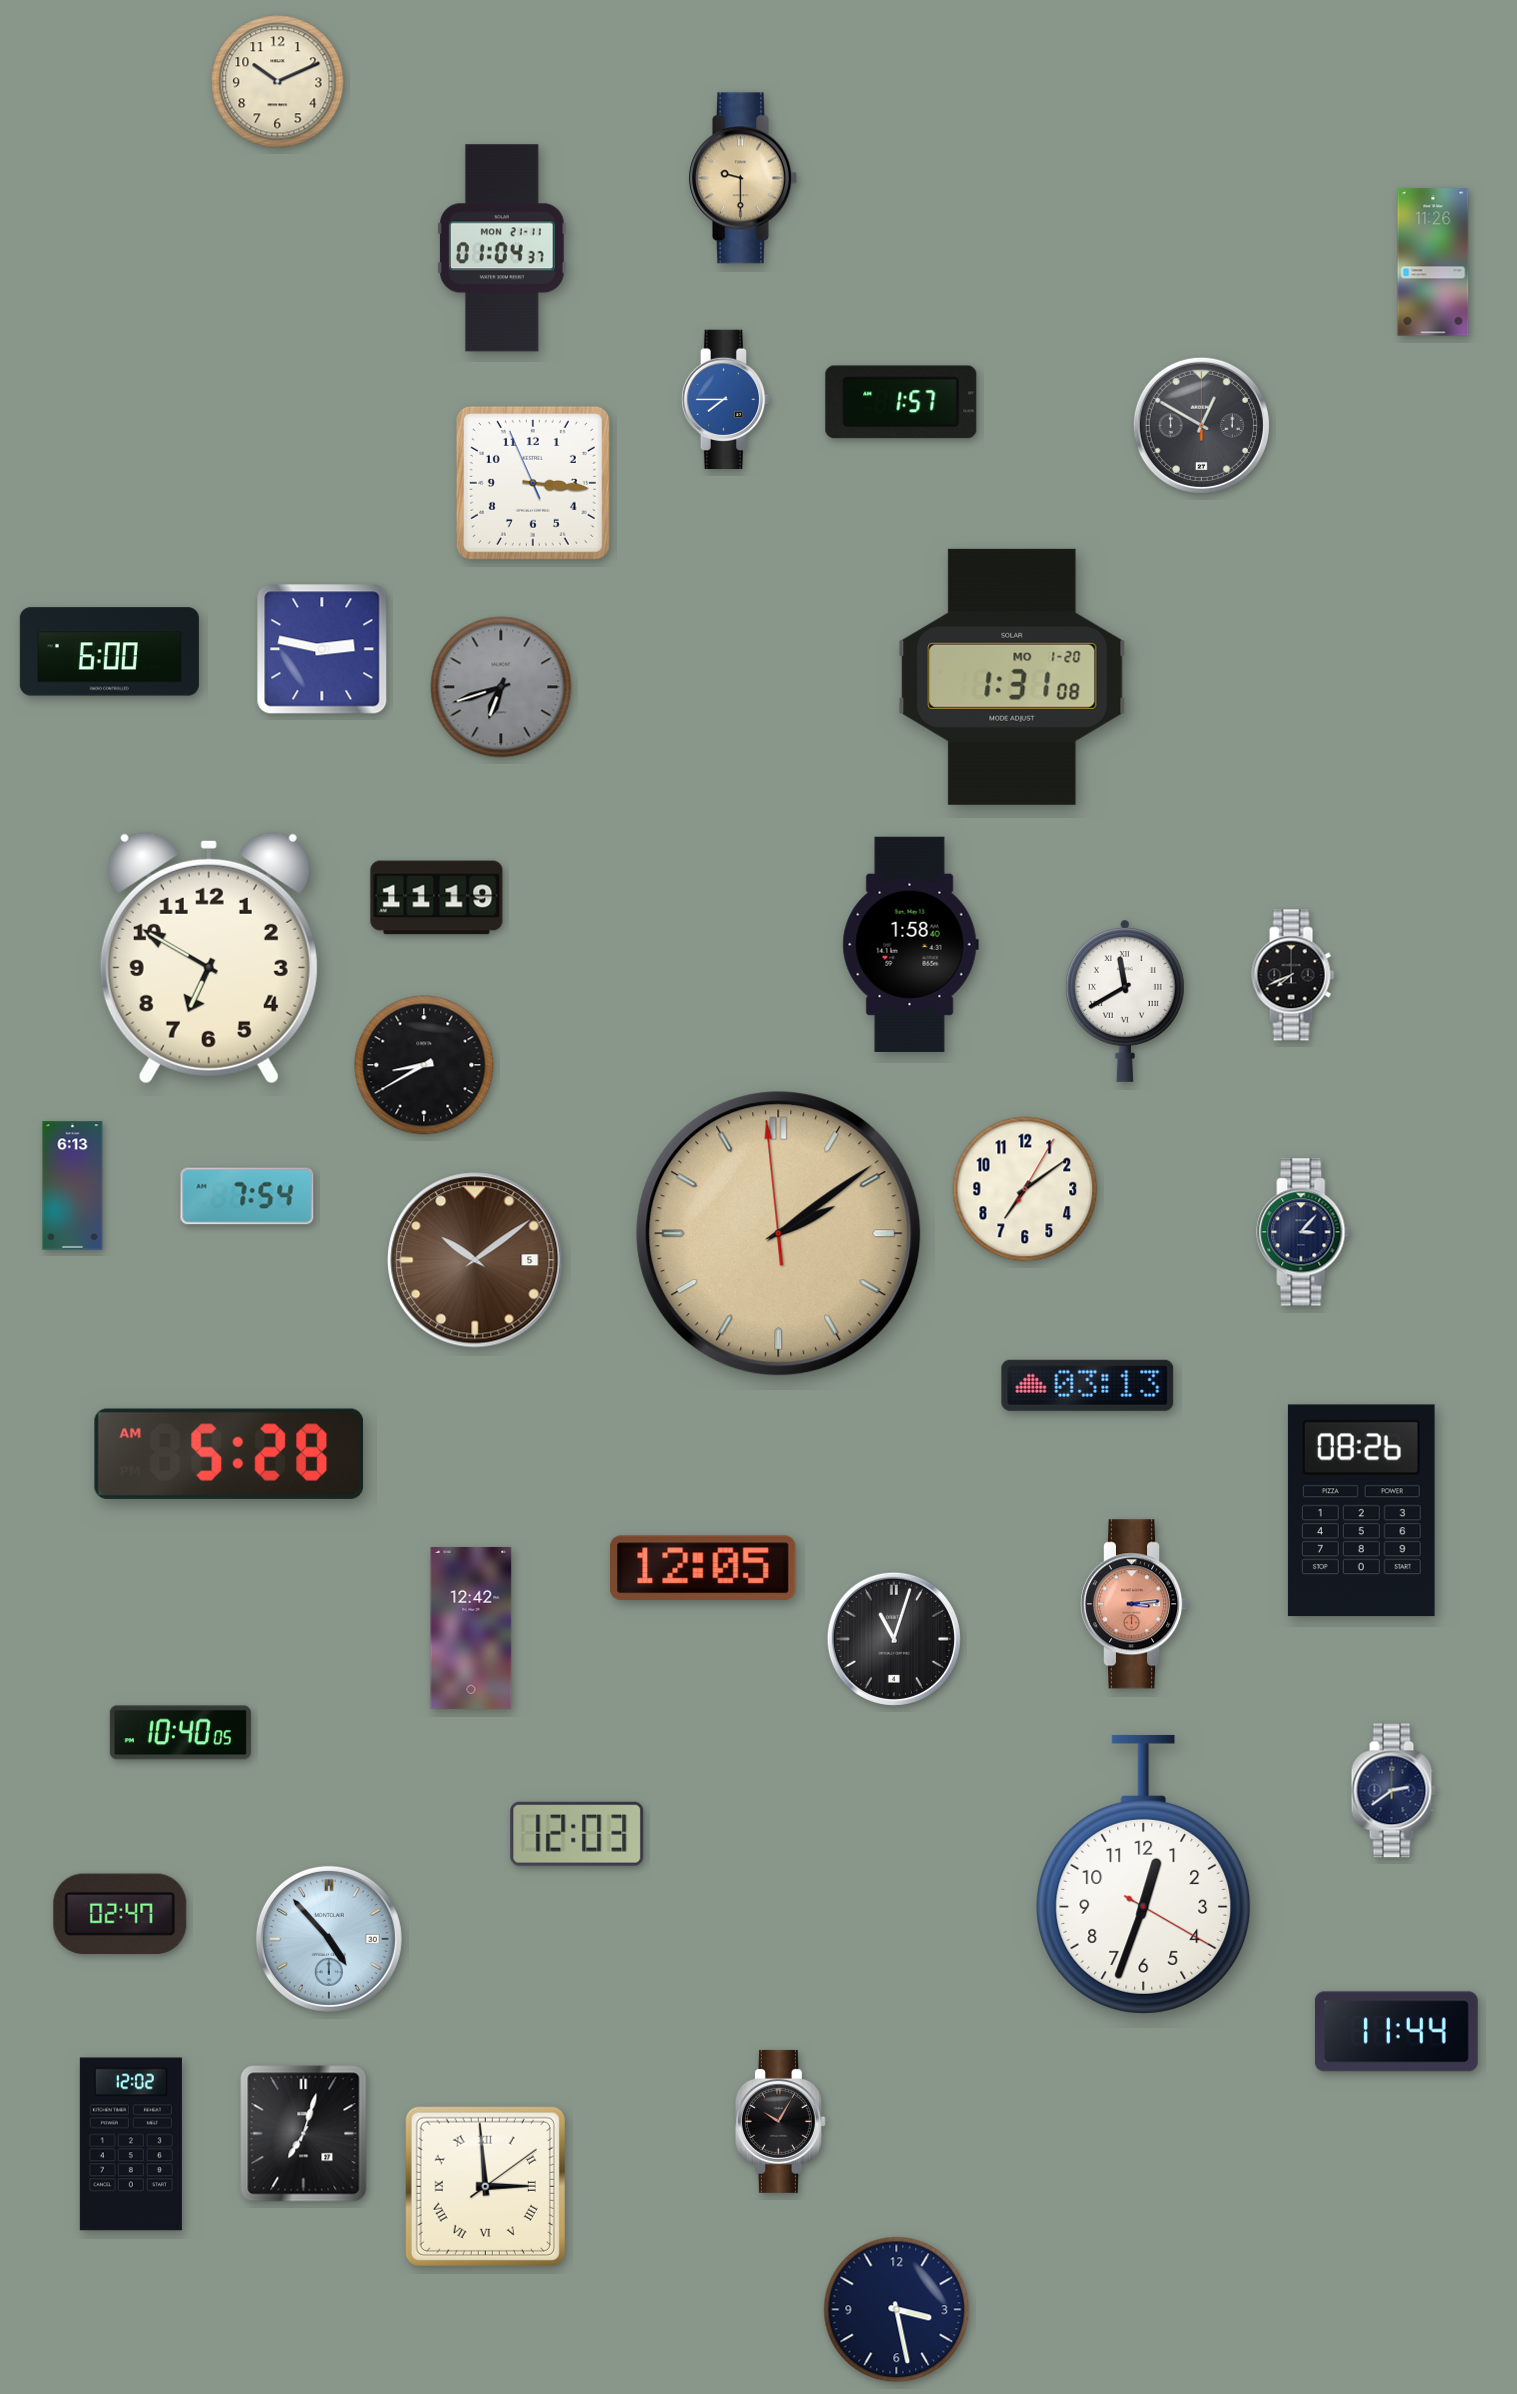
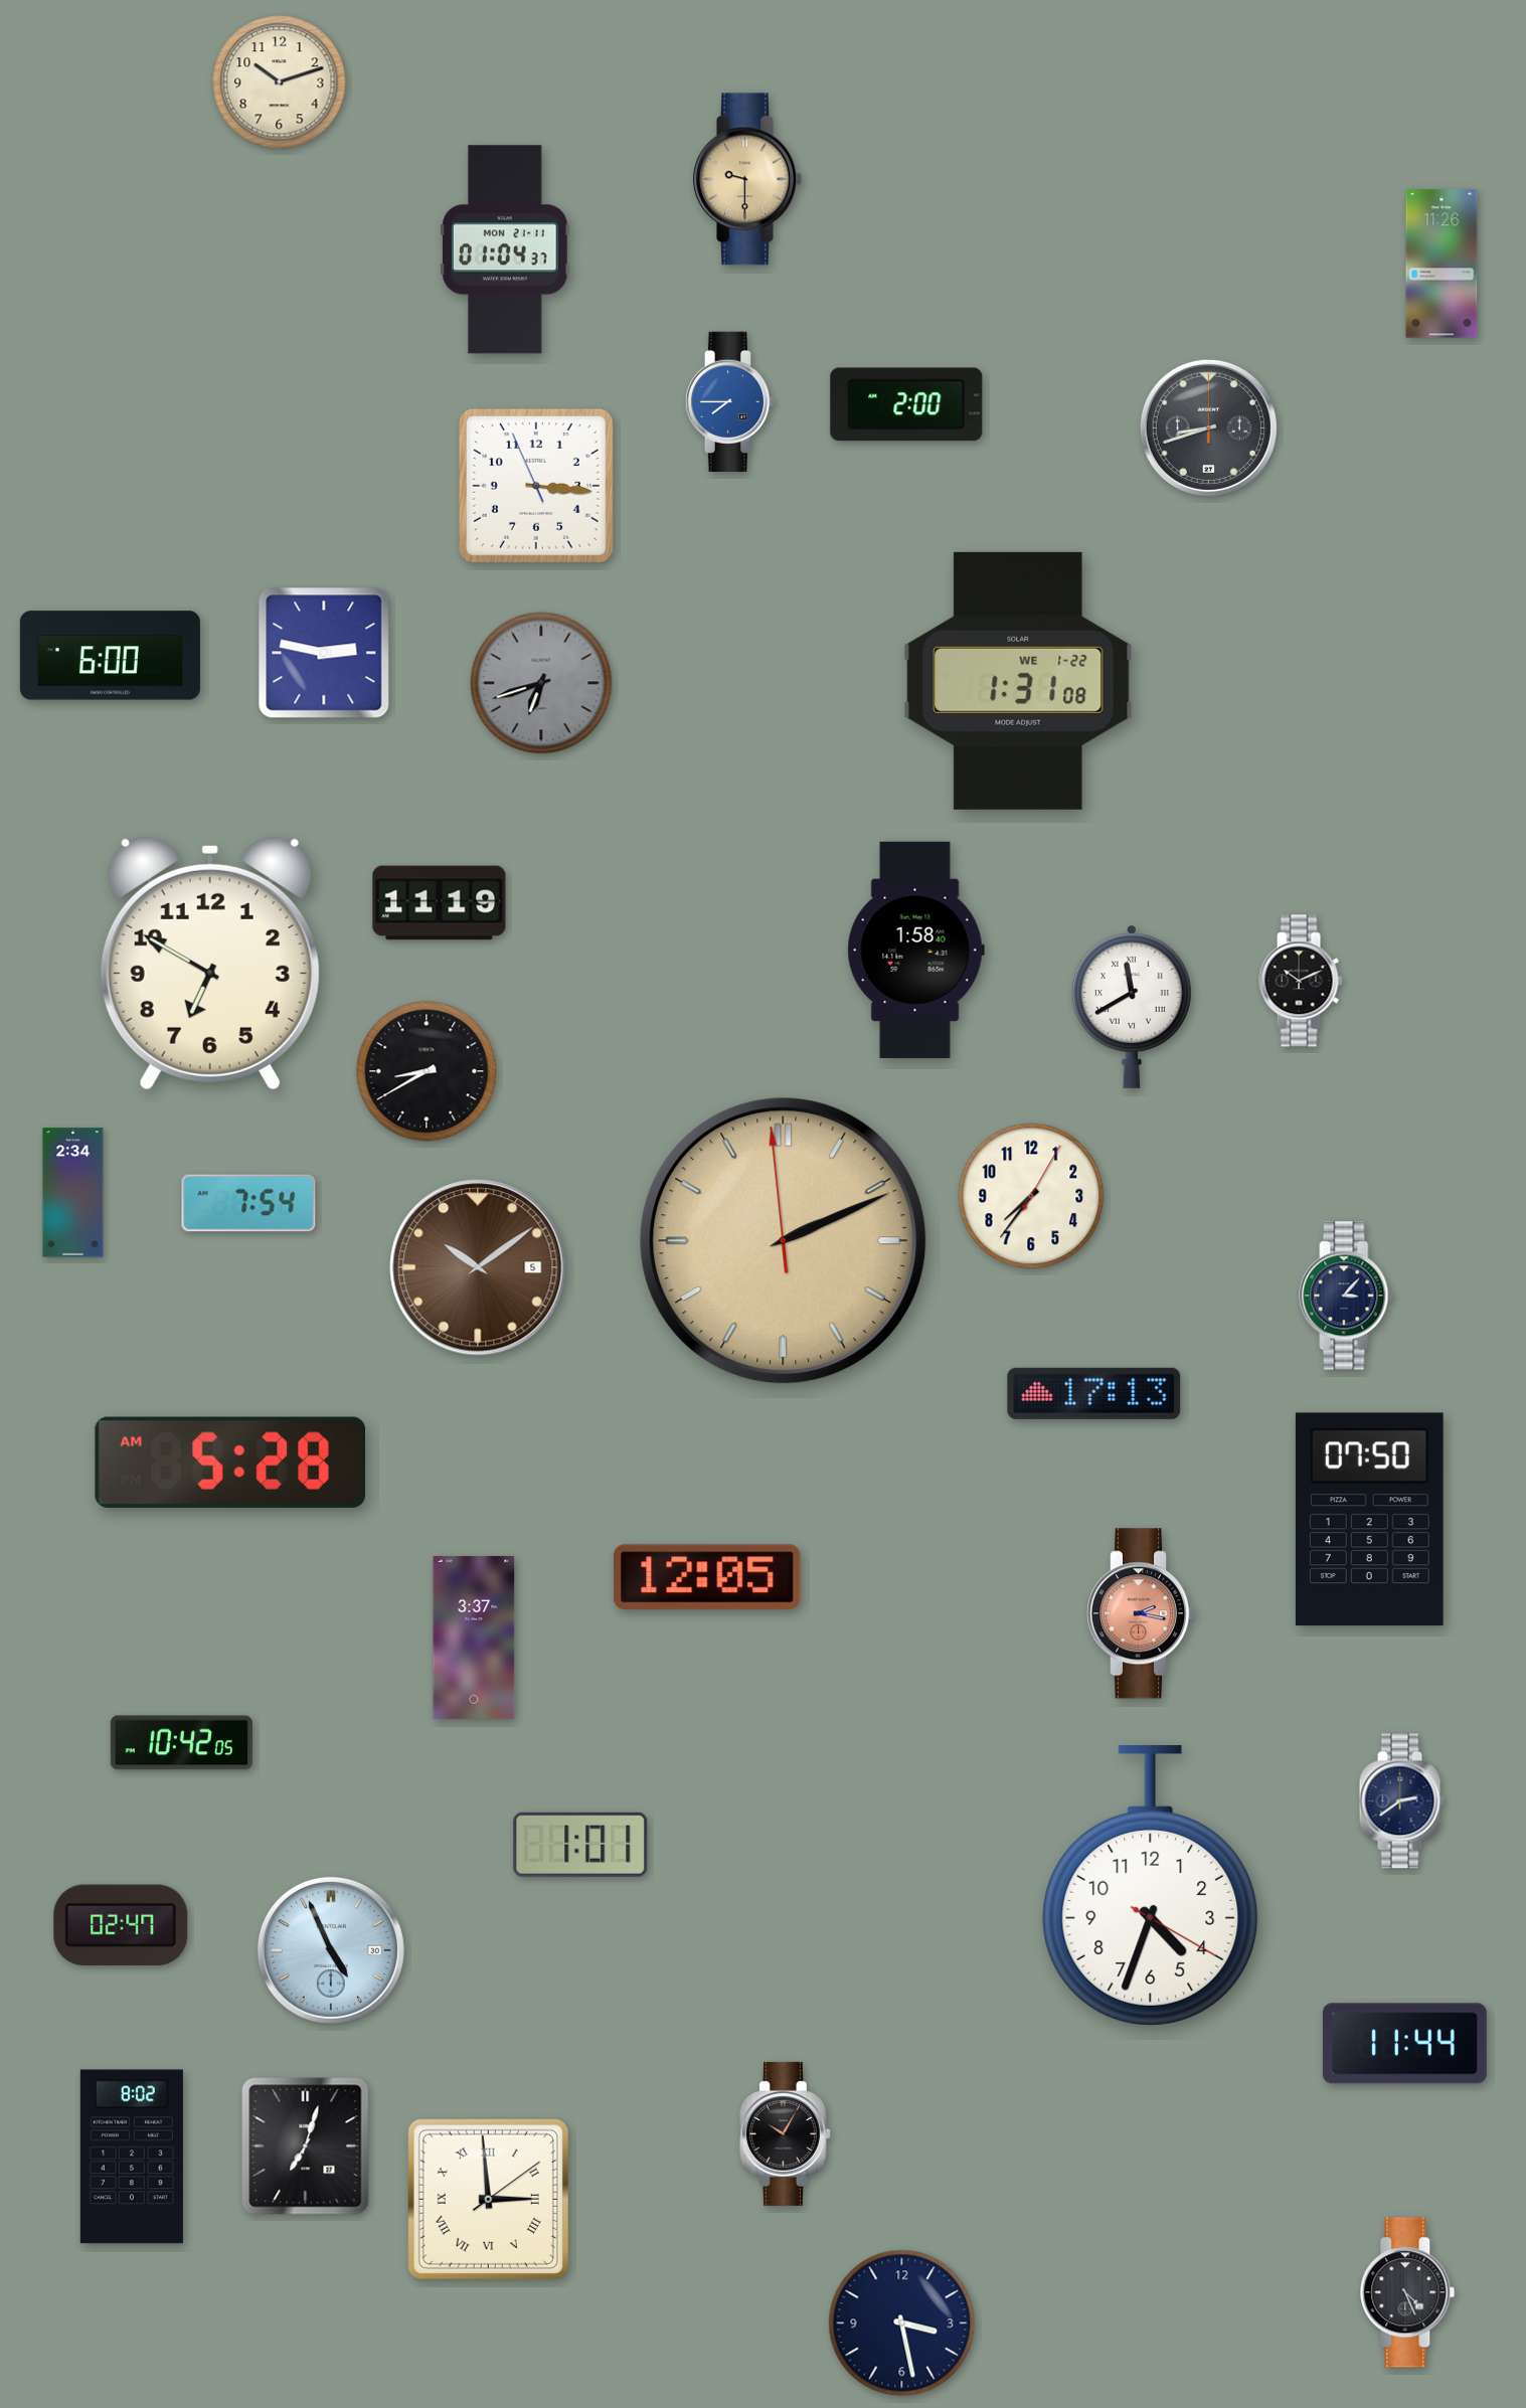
clock at (278, 82): 10:11 -> 10:12
clock at (901, 402): 1:57 -> 2:00
clock at (1201, 425): 12:50 -> 8:42
clock at (1012, 677) date: MO 1-20 -> WE 1-22
clock at (501, 687) position: (501, 687) -> (541, 683)
clock at (1293, 975): 7:41 -> 10:11
clock at (73, 1186): 6:13 -> 2:34
clock at (1025, 1189): 7:09 -> 7:36
clock at (1303, 1232) position: (1303, 1232) -> (1346, 1296)
clock at (779, 1234): 2:08 -> 2:10
clock at (1088, 1385): 03:13 -> 17:13
clock at (1361, 1511): 08:26 -> 07:50
clock at (1135, 1604): 3:14 -> 2:17
clock at (471, 1628): 12:42 -> 3:37
clock at (894, 1639): 11:03 -> none
clock at (180, 1733): 10:40 -> 10:42
clock at (577, 1834): 12:03 -> 1:01
clock at (1144, 1874): 12:33 -> 4:33
clock at (329, 1939): 4:53 -> 4:56
clock at (131, 2144): 12:02 -> 8:02
clock at (1407, 2292): none -> 4:26
